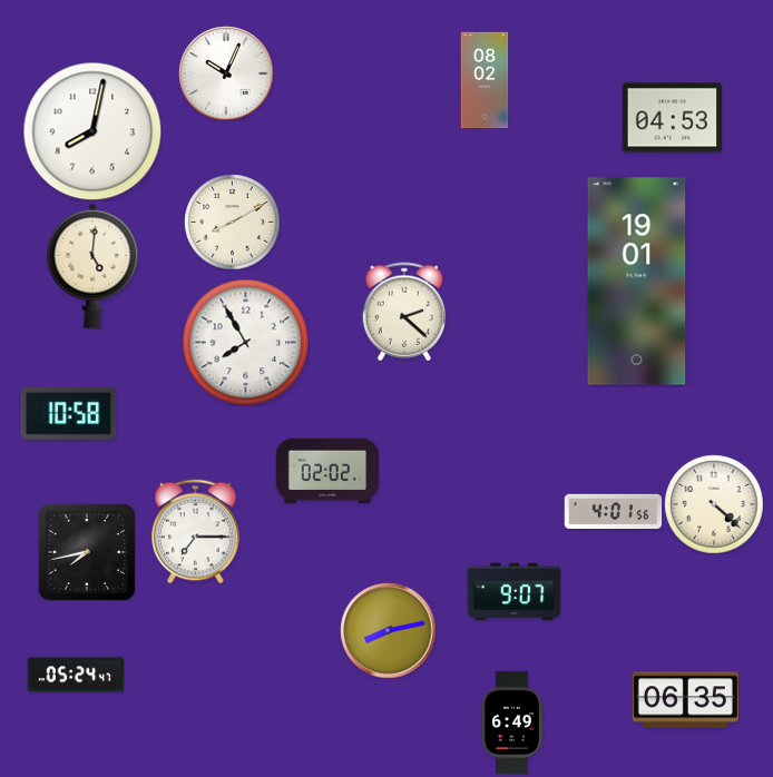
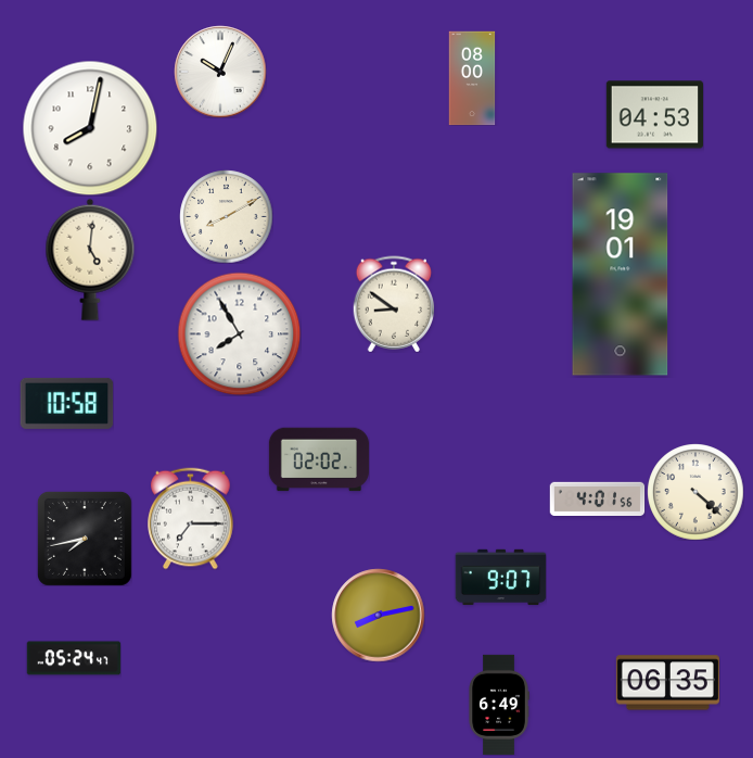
clock at (485, 80): 08:02 -> 08:00
clock at (404, 312): 2:22 -> 8:51
